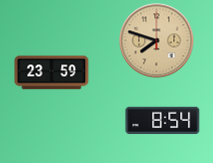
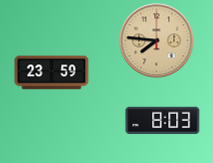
clock at (157, 41): 7:48 -> 7:46
clock at (163, 121): 8:54 -> 8:03
